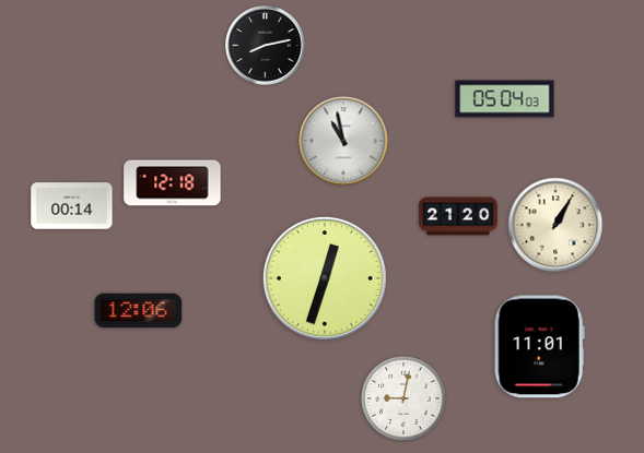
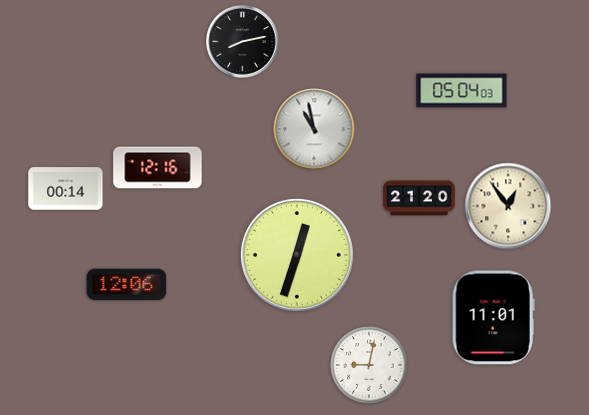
clock at (173, 183): 12:18 -> 12:16
clock at (555, 225): 1:05 -> 12:54
